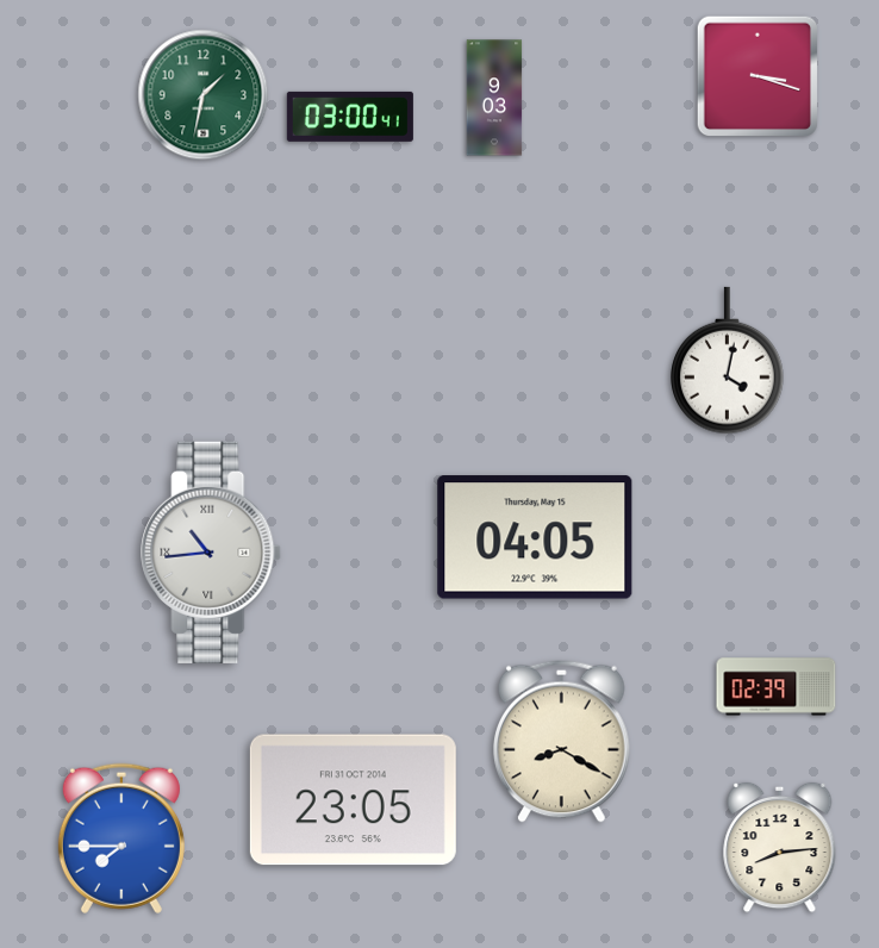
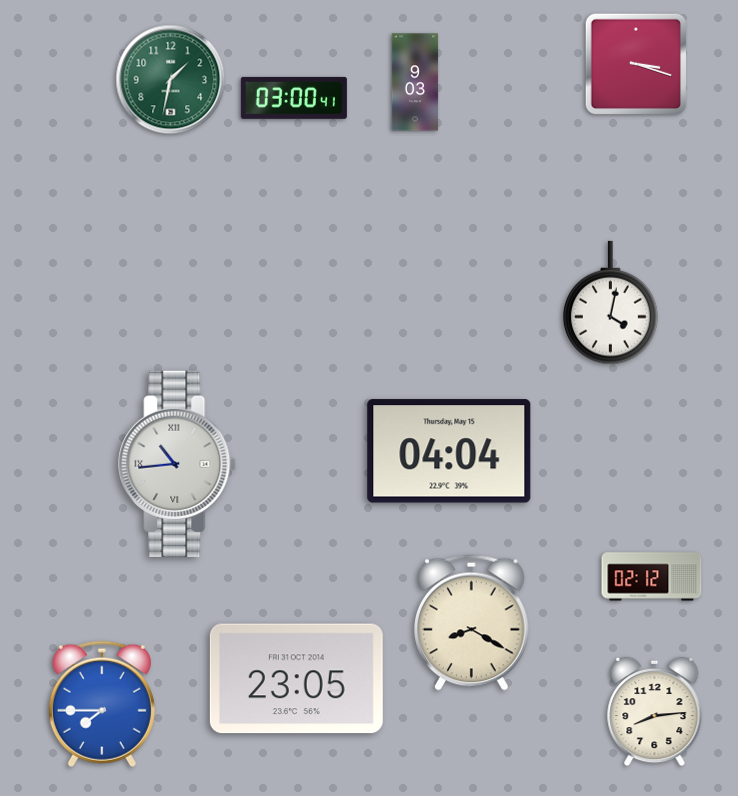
clock at (535, 537): 04:05 -> 04:04
clock at (777, 687): 02:39 -> 02:12
clock at (353, 800) position: (353, 800) -> (296, 679)
